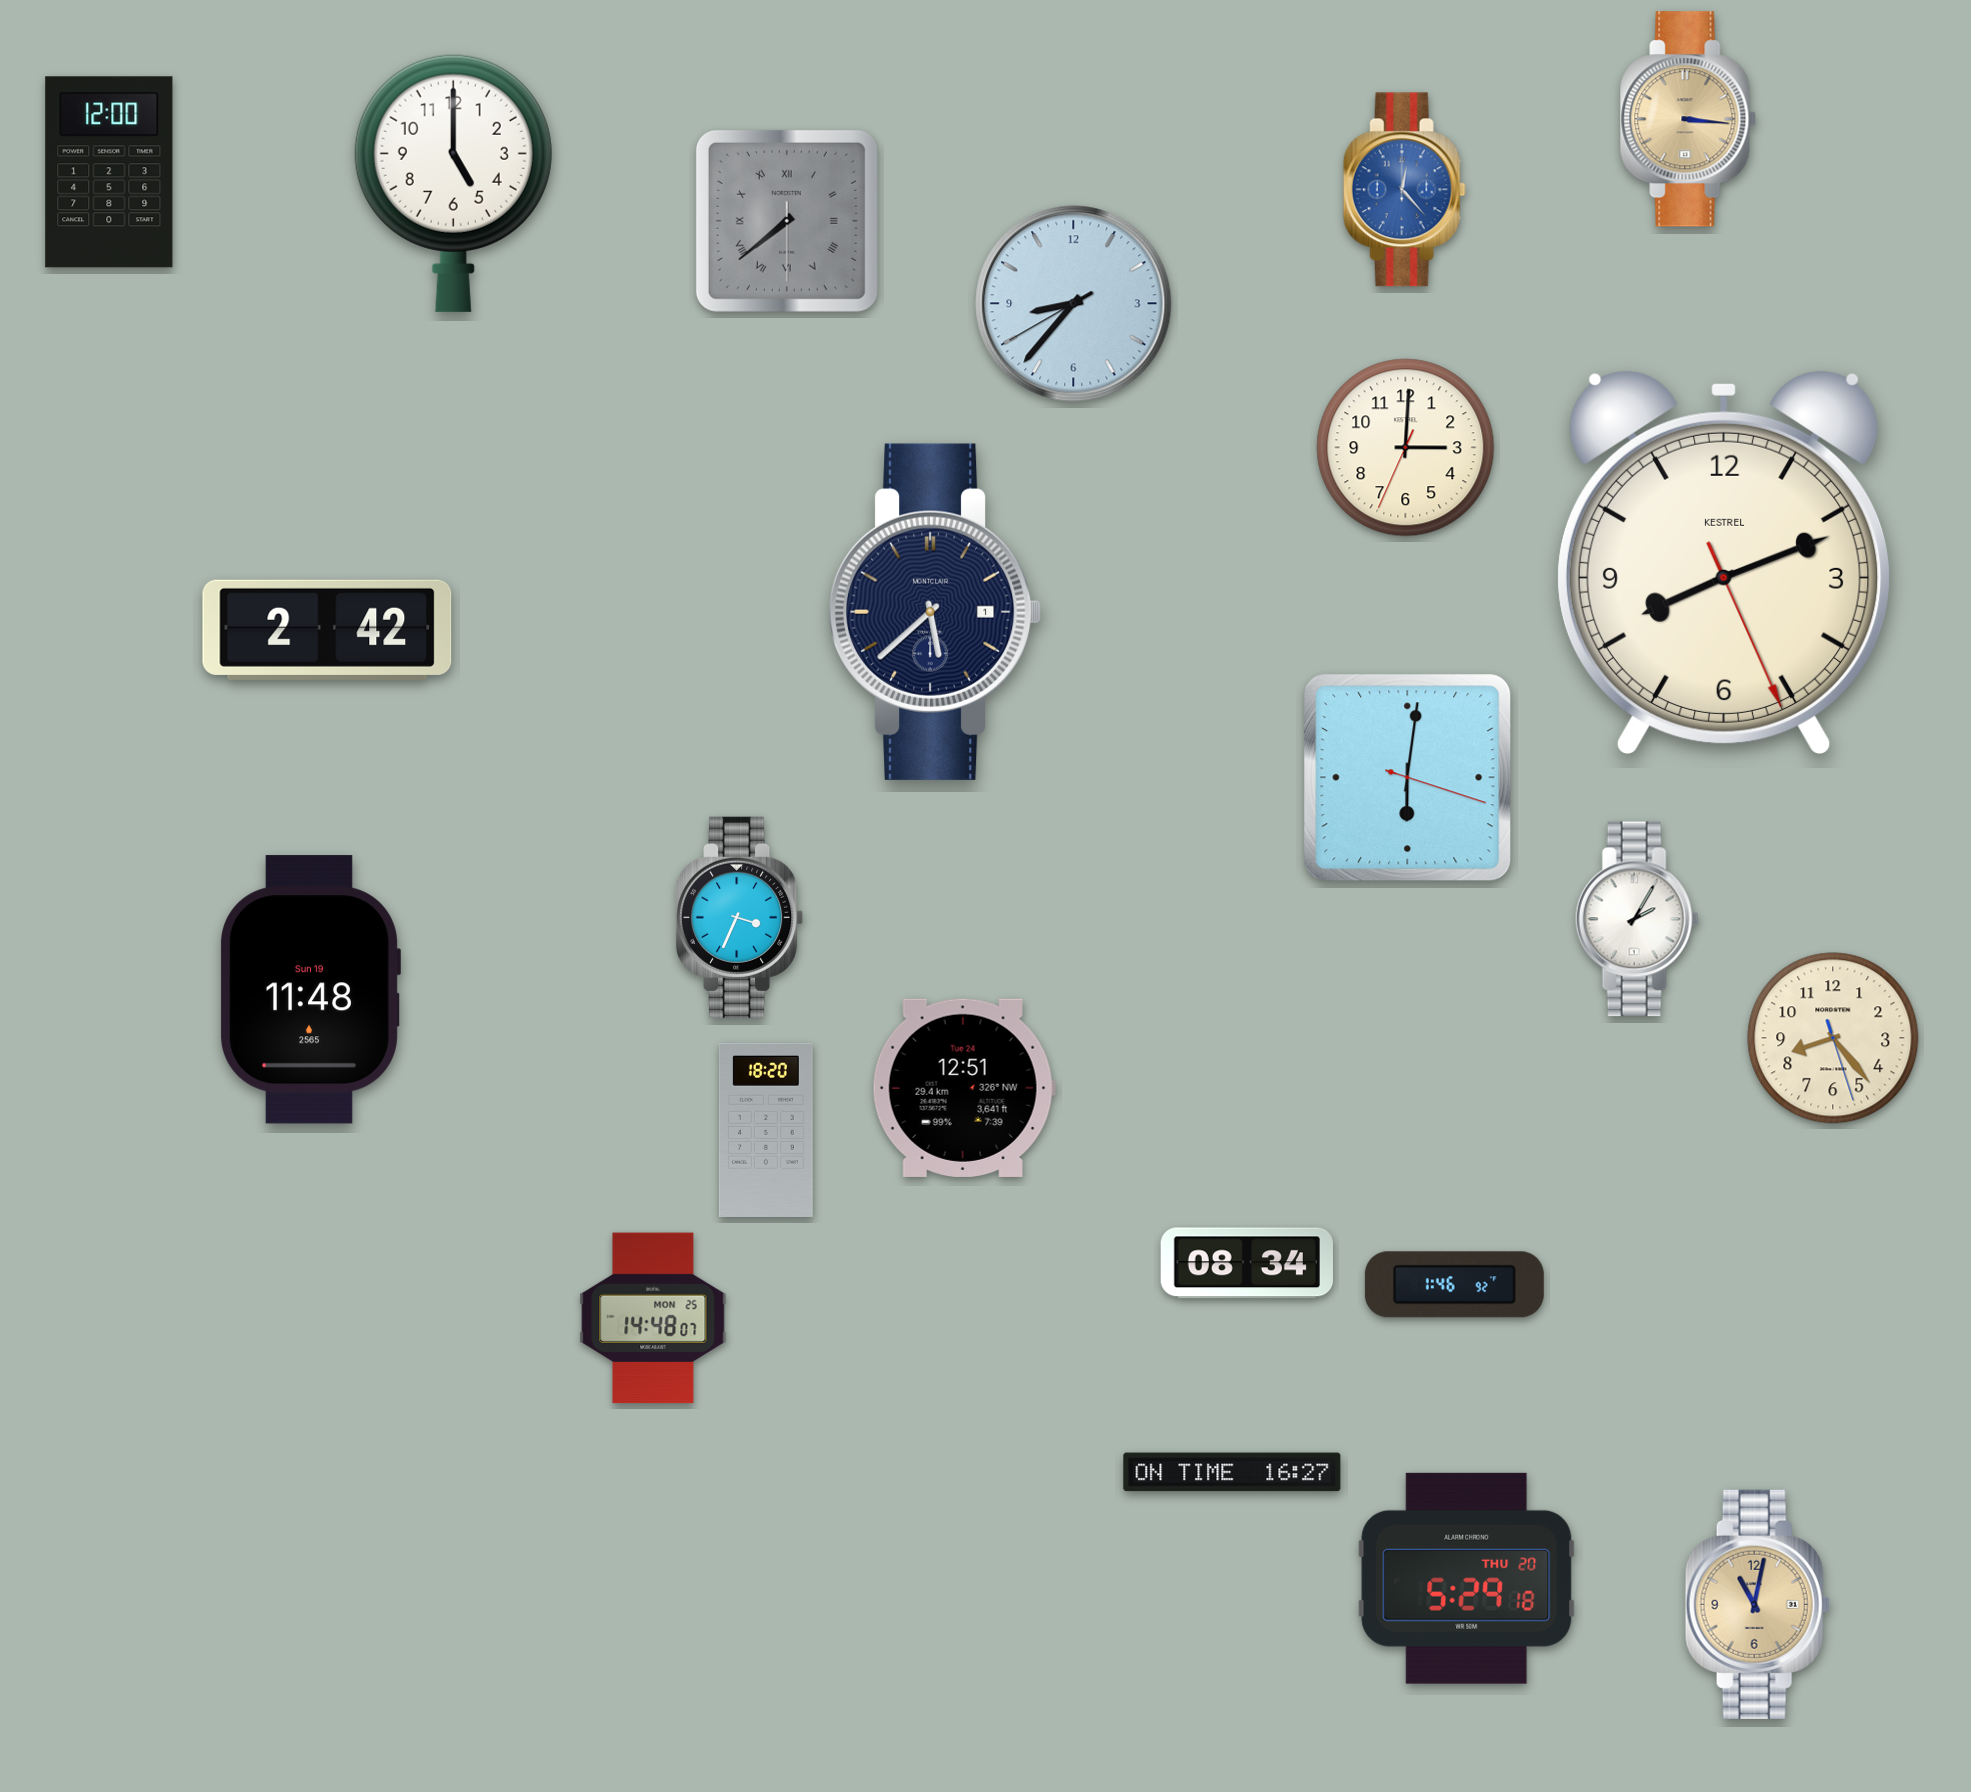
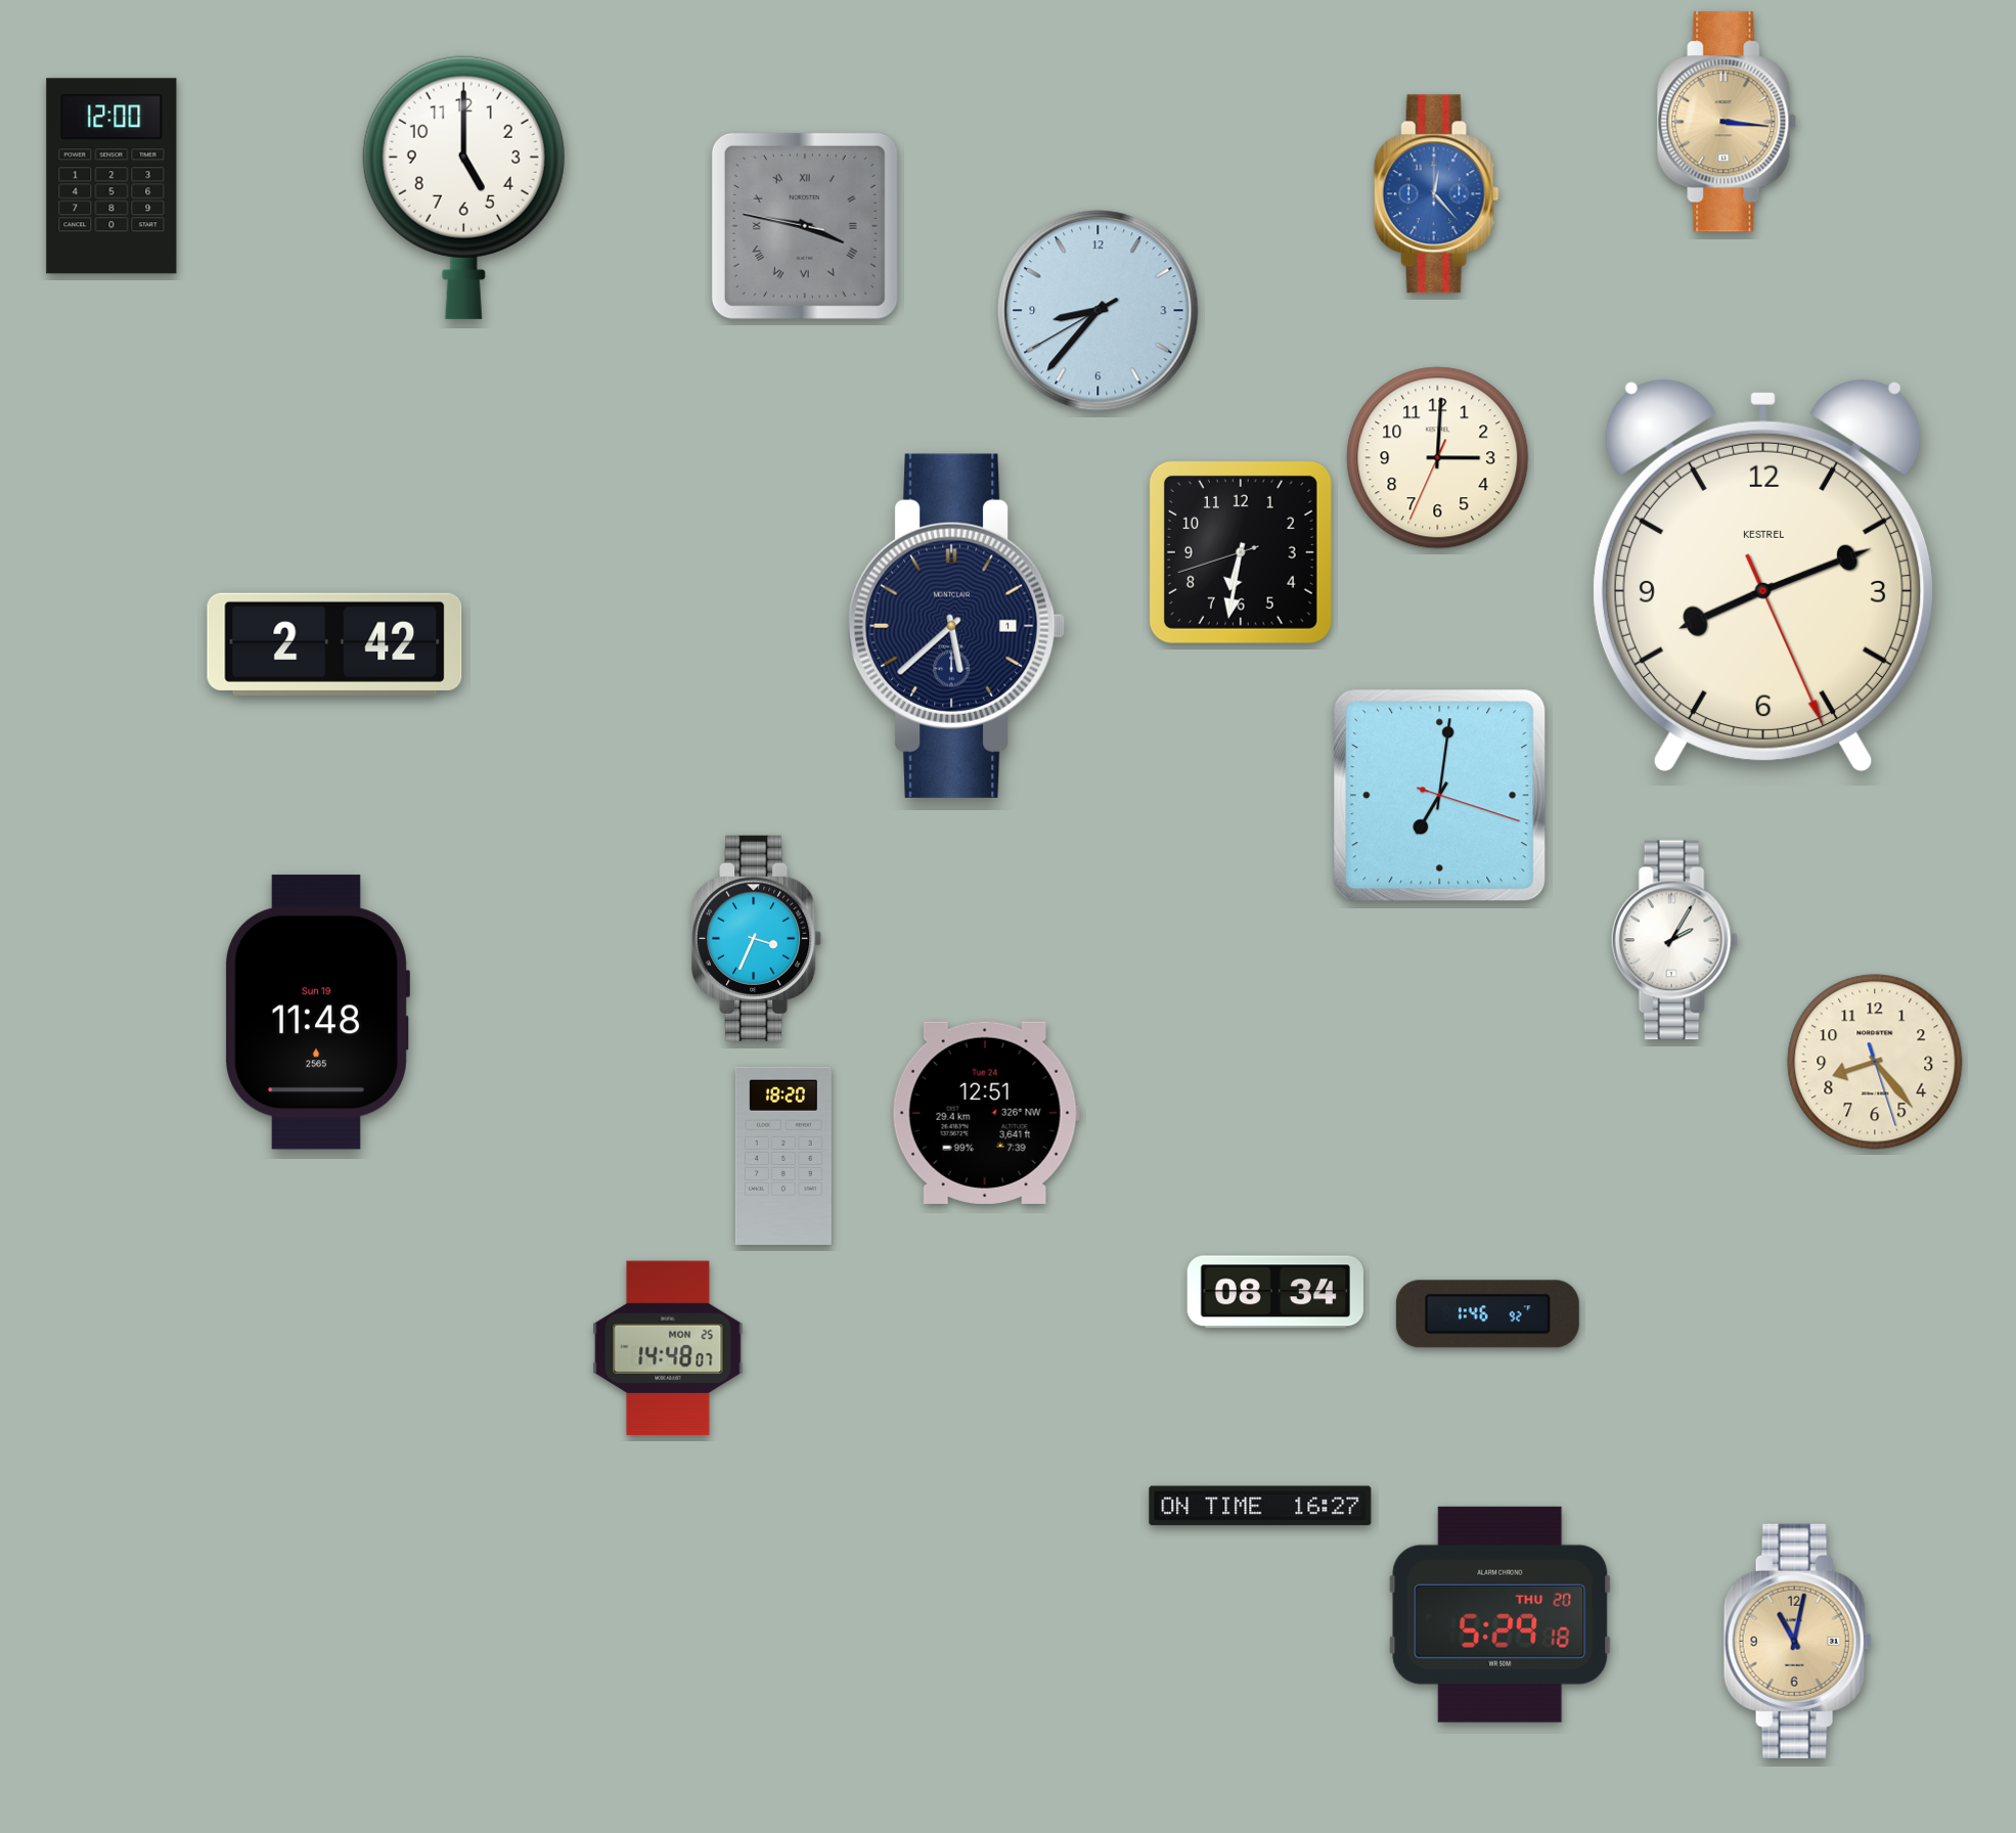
clock at (787, 221): 7:38 -> 3:46
clock at (1241, 552): none -> 6:31
clock at (1408, 778): 6:01 -> 7:01
